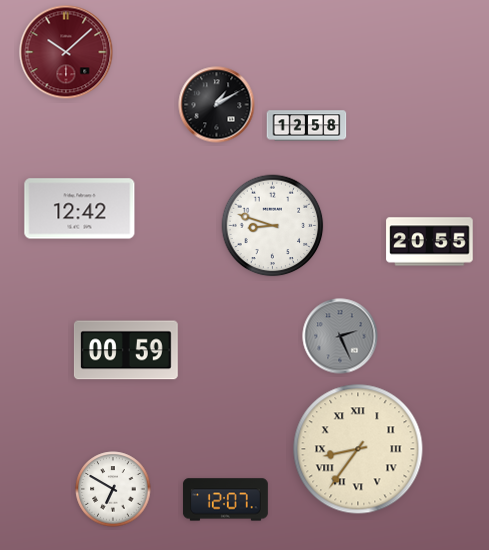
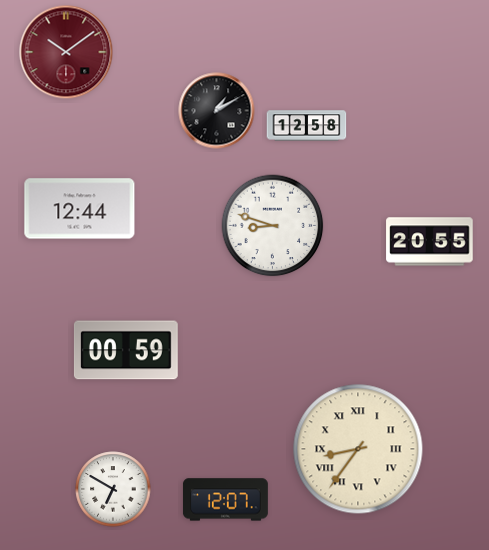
clock at (66, 52): 10:08 -> 10:09
clock at (217, 105) position: (217, 105) -> (217, 111)
clock at (80, 209): 12:42 -> 12:44
clock at (340, 336): 2:26 -> none
